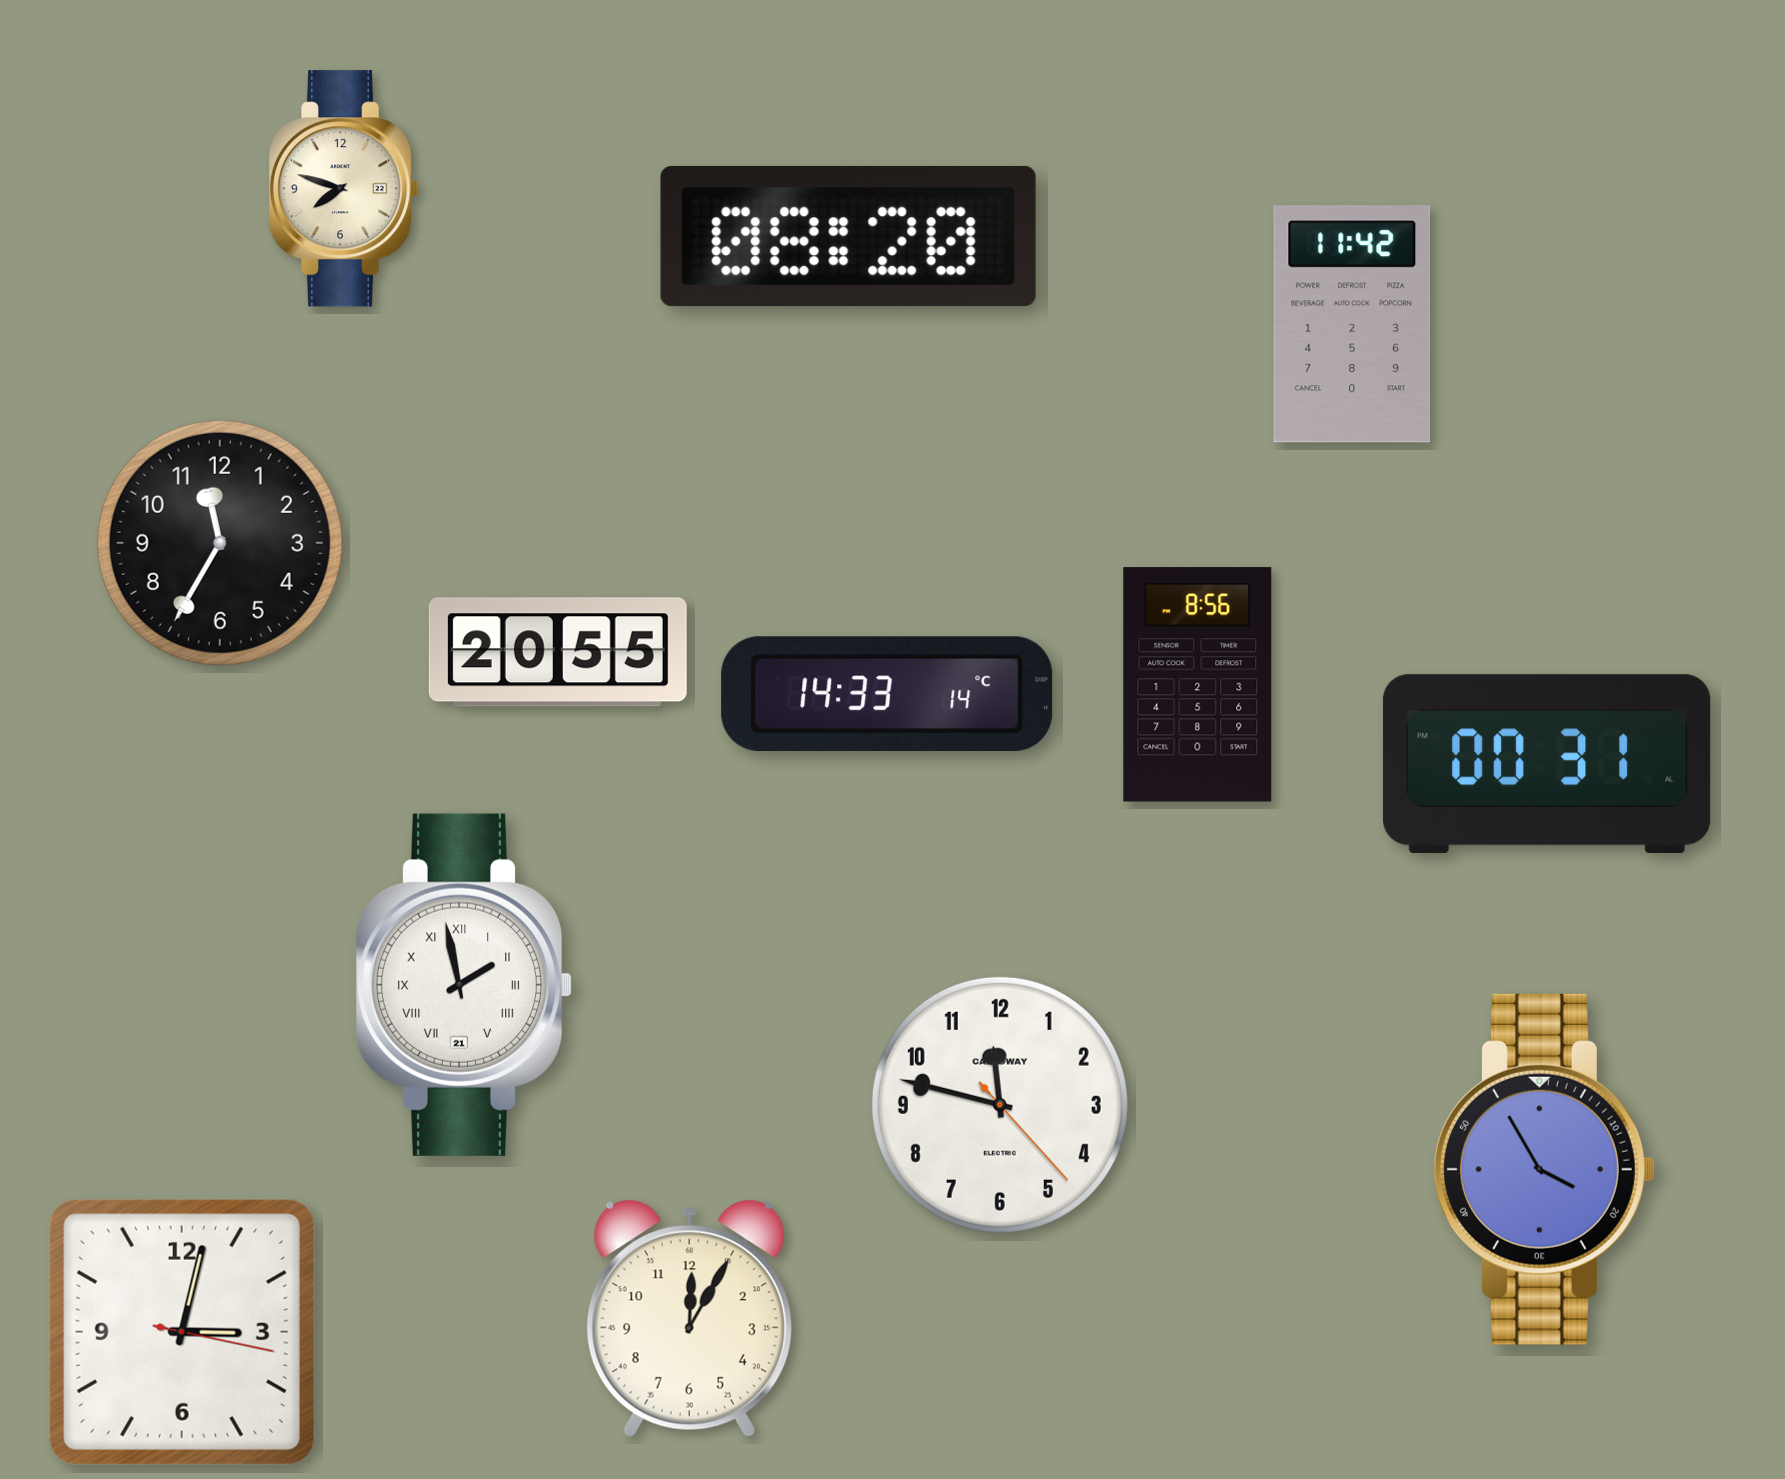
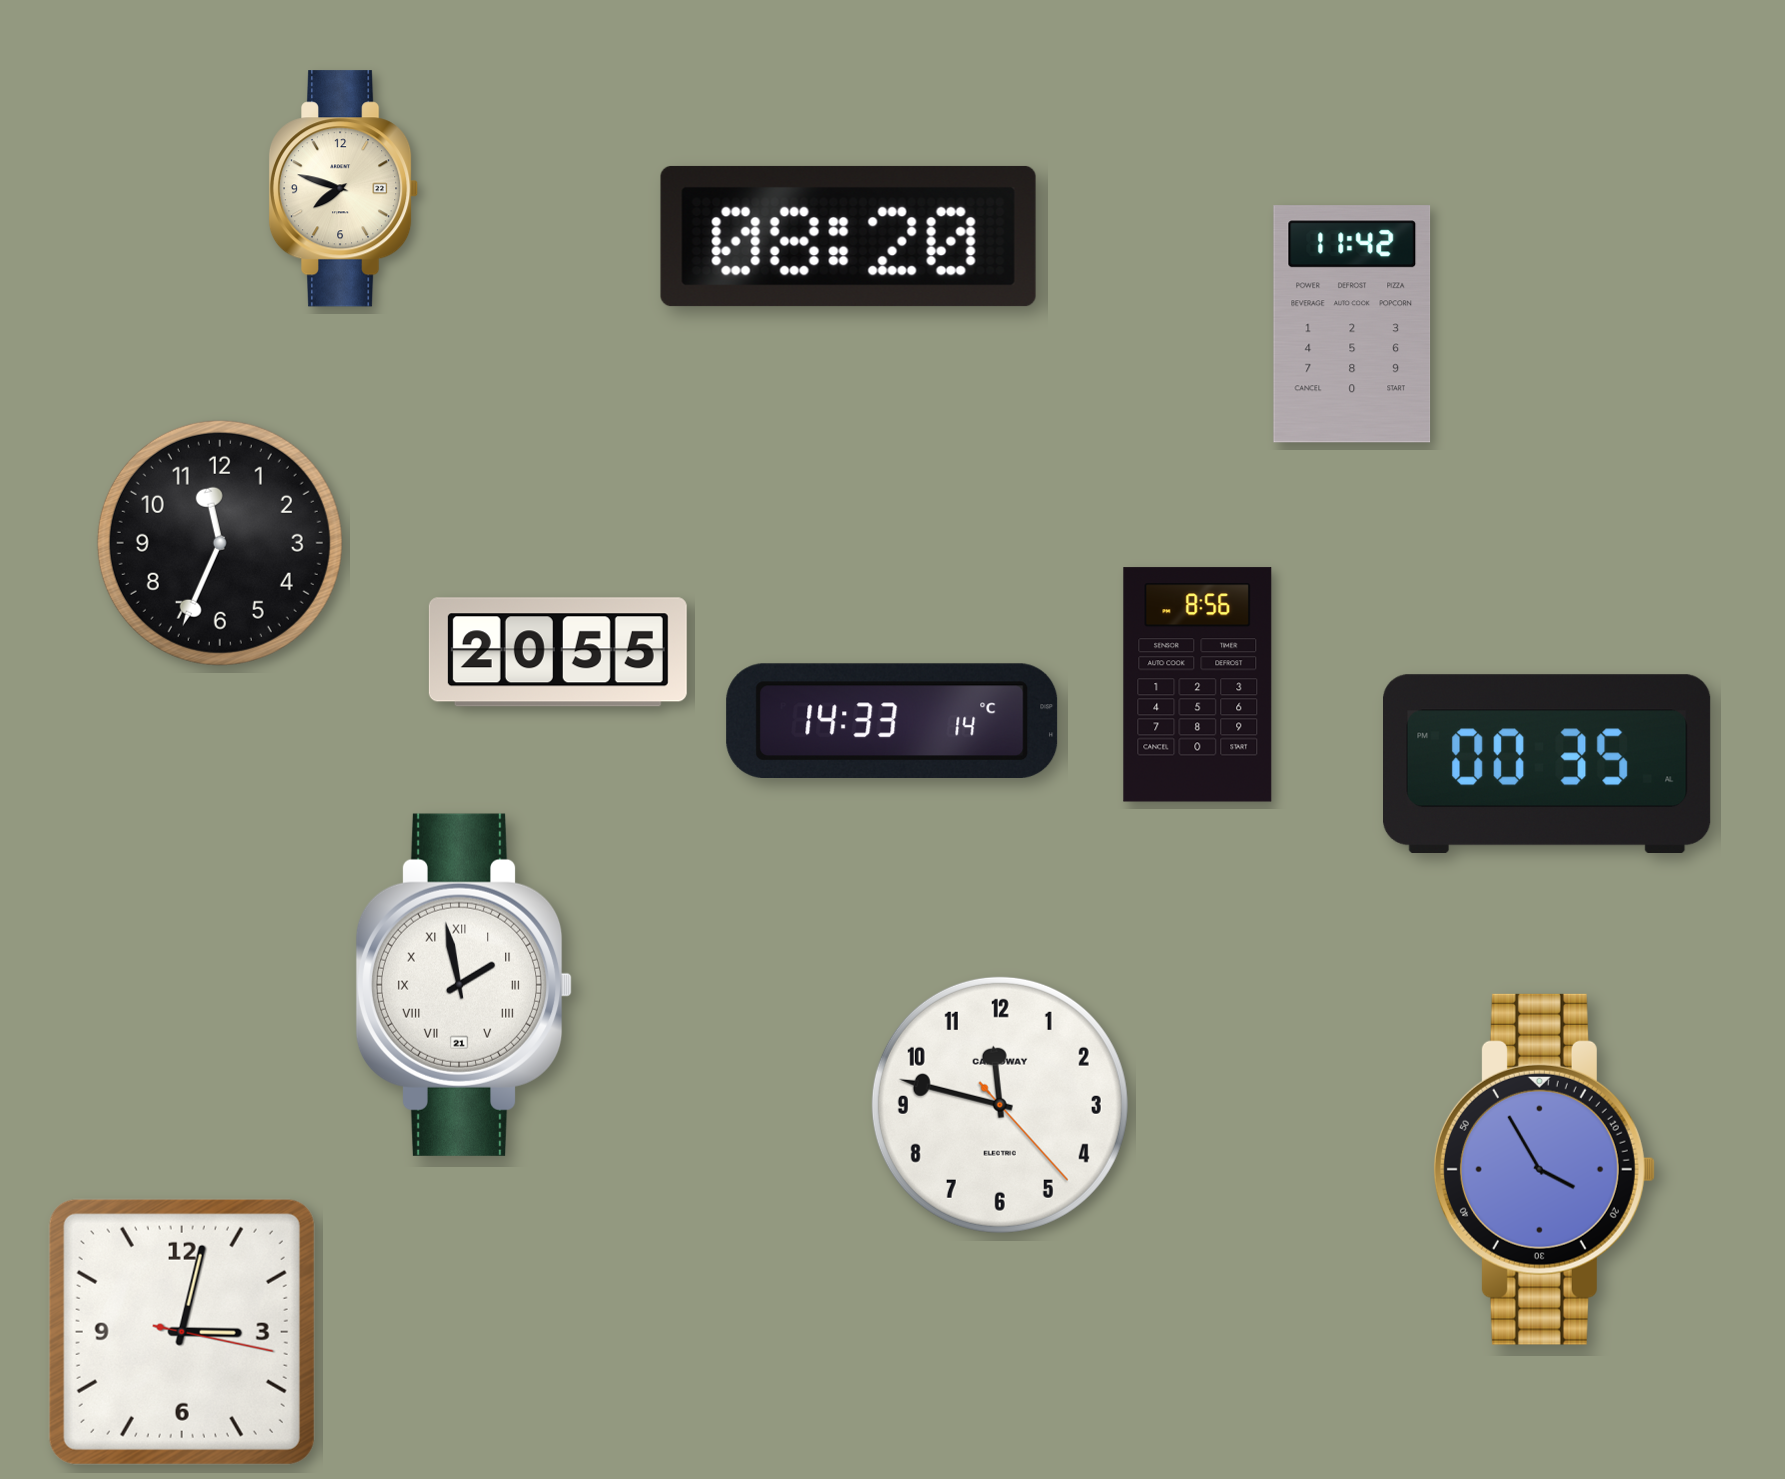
clock at (220, 543): 11:35 -> 11:34
clock at (887, 693) position: (887, 693) -> (892, 720)
clock at (1548, 763): 00:31 -> 00:35
clock at (689, 1318): 12:05 -> none
